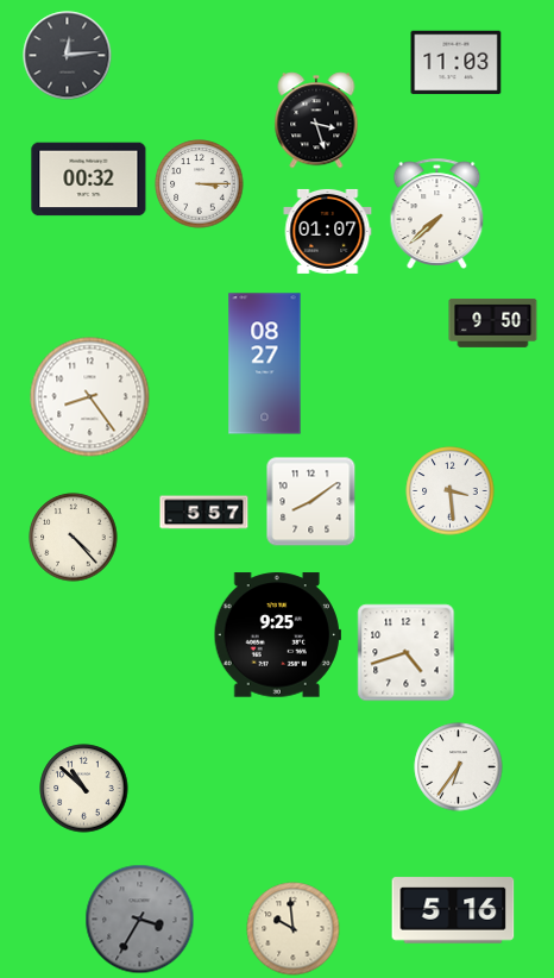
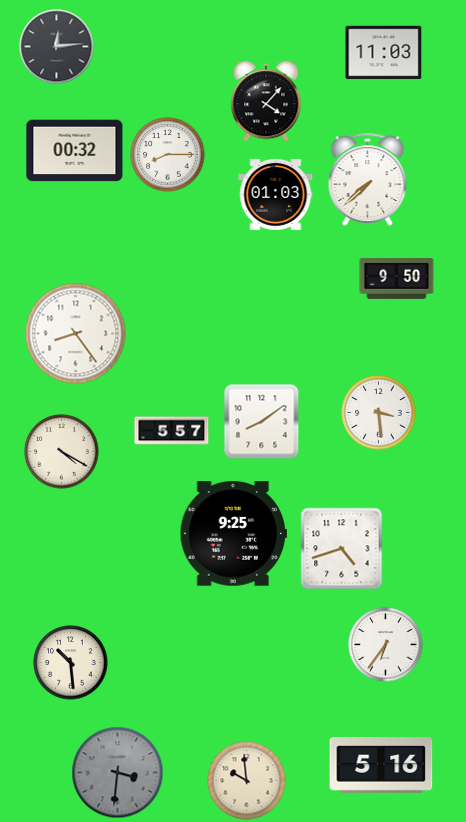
clock at (316, 120): 3:27 -> 4:07
clock at (200, 184): 3:15 -> 8:15
clock at (328, 231): 01:07 -> 01:03
clock at (493, 324) position: (493, 324) -> (397, 279)
clock at (265, 364): 08:27 -> none
clock at (74, 538): 4:23 -> 4:20
clock at (84, 789): 10:52 -> 10:29
clock at (140, 920): 3:35 -> 3:31
